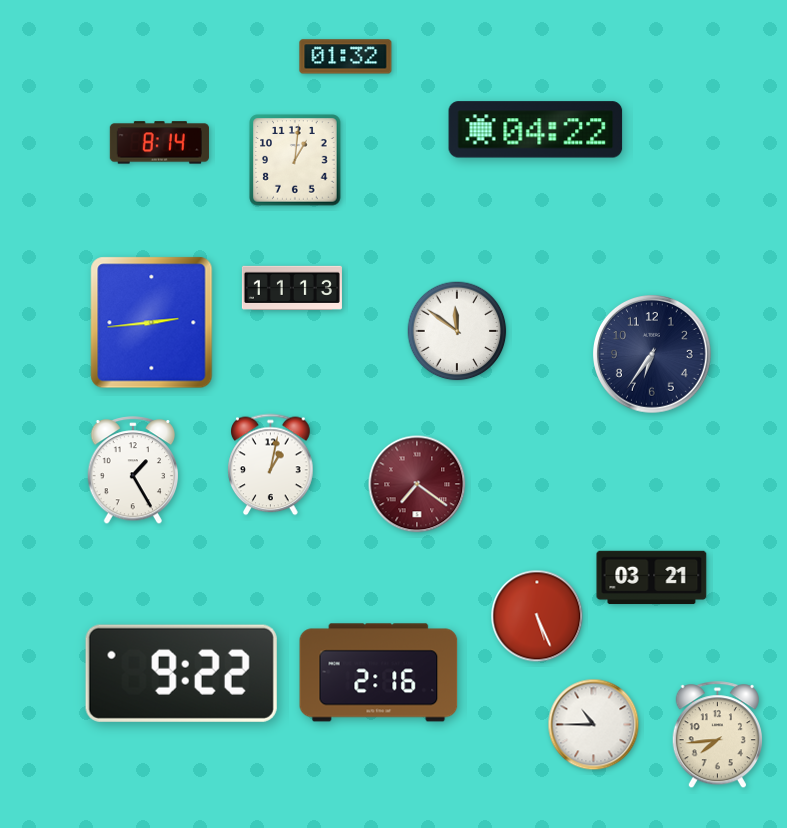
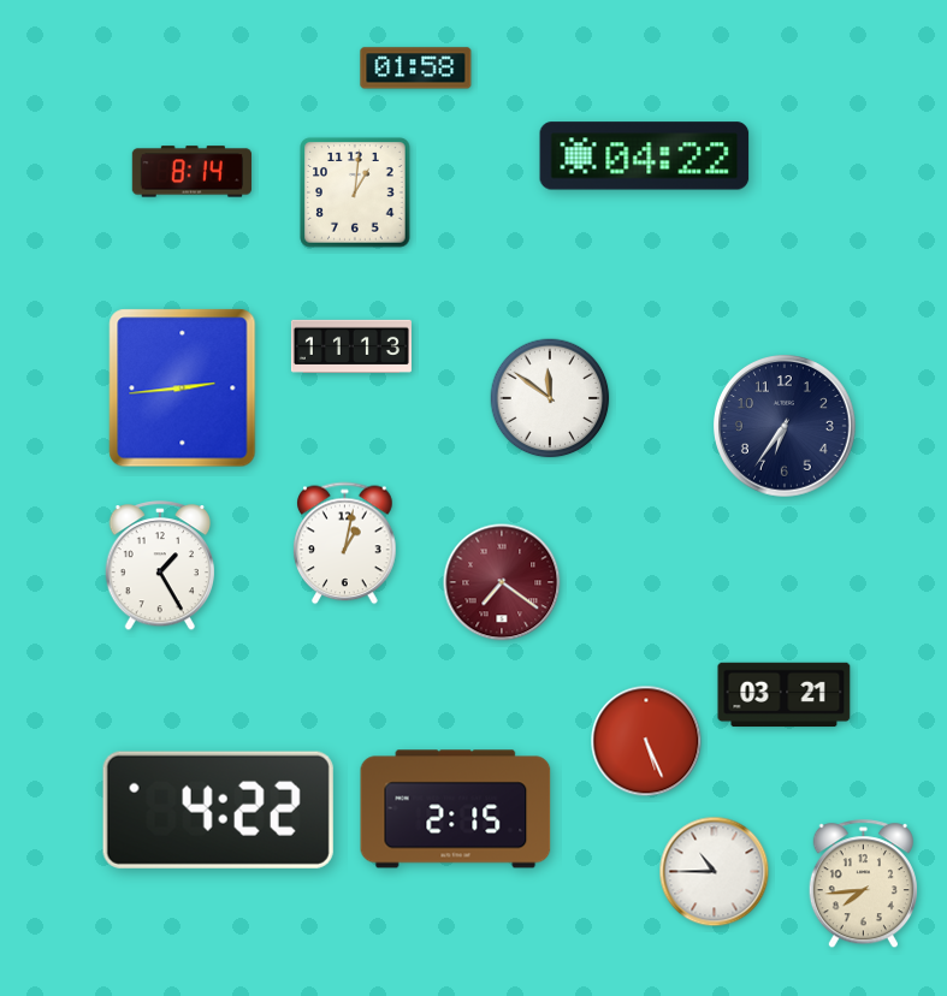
clock at (346, 57): 01:32 -> 01:58
clock at (271, 465) position: (271, 465) -> (345, 544)
clock at (181, 673): 9:22 -> 4:22
clock at (379, 673): 2:16 -> 2:15
